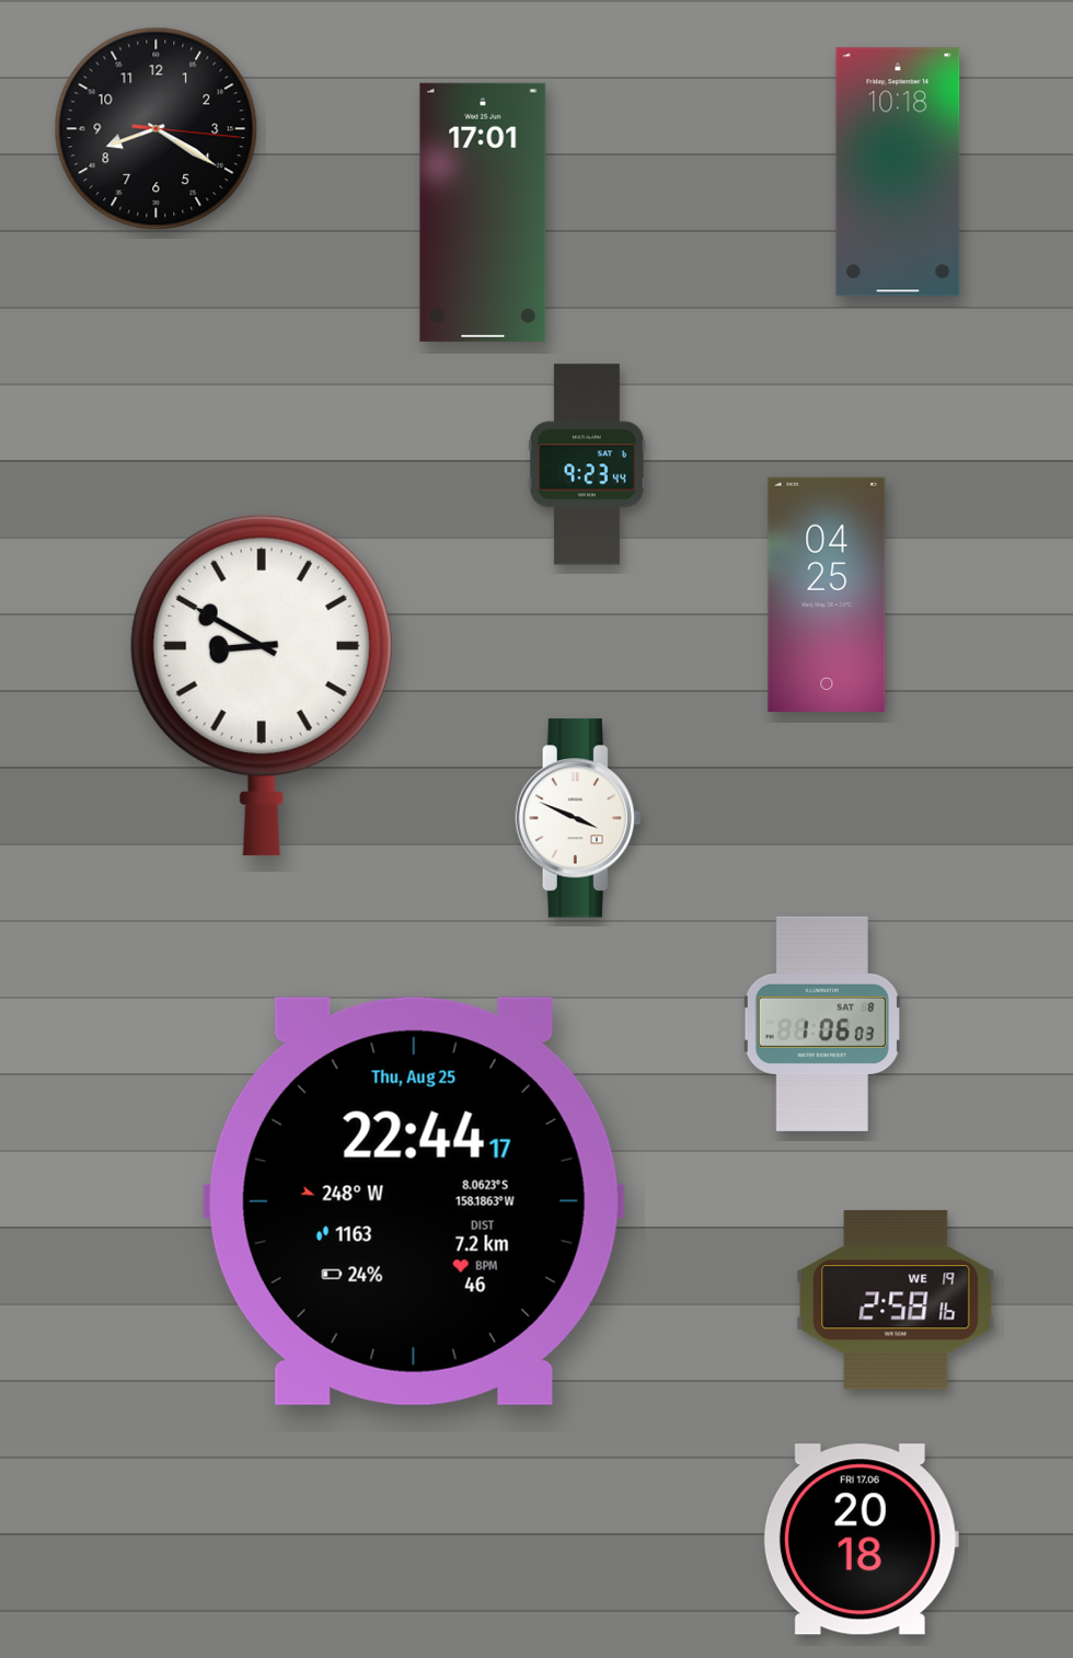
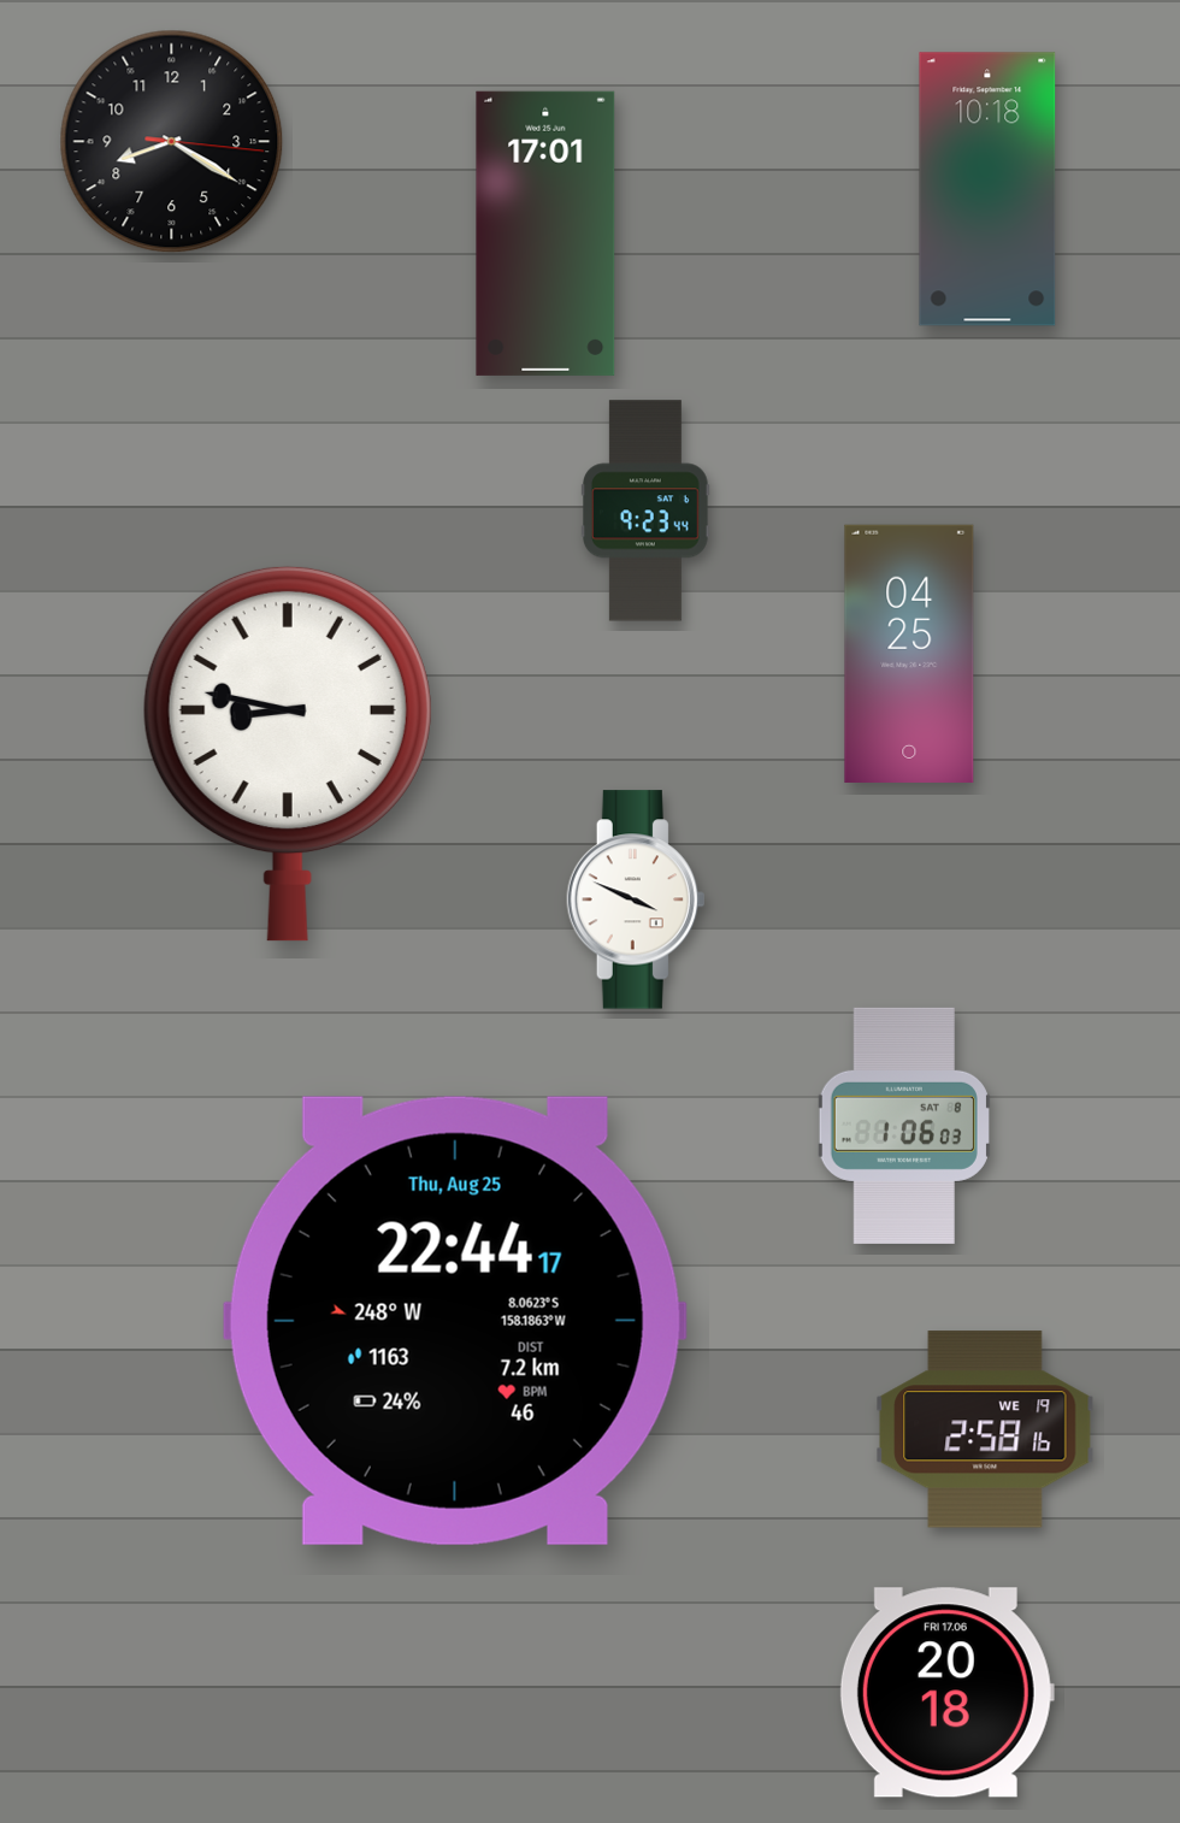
clock at (483, 212) position: (483, 212) -> (545, 234)
clock at (262, 686): 8:50 -> 8:47
